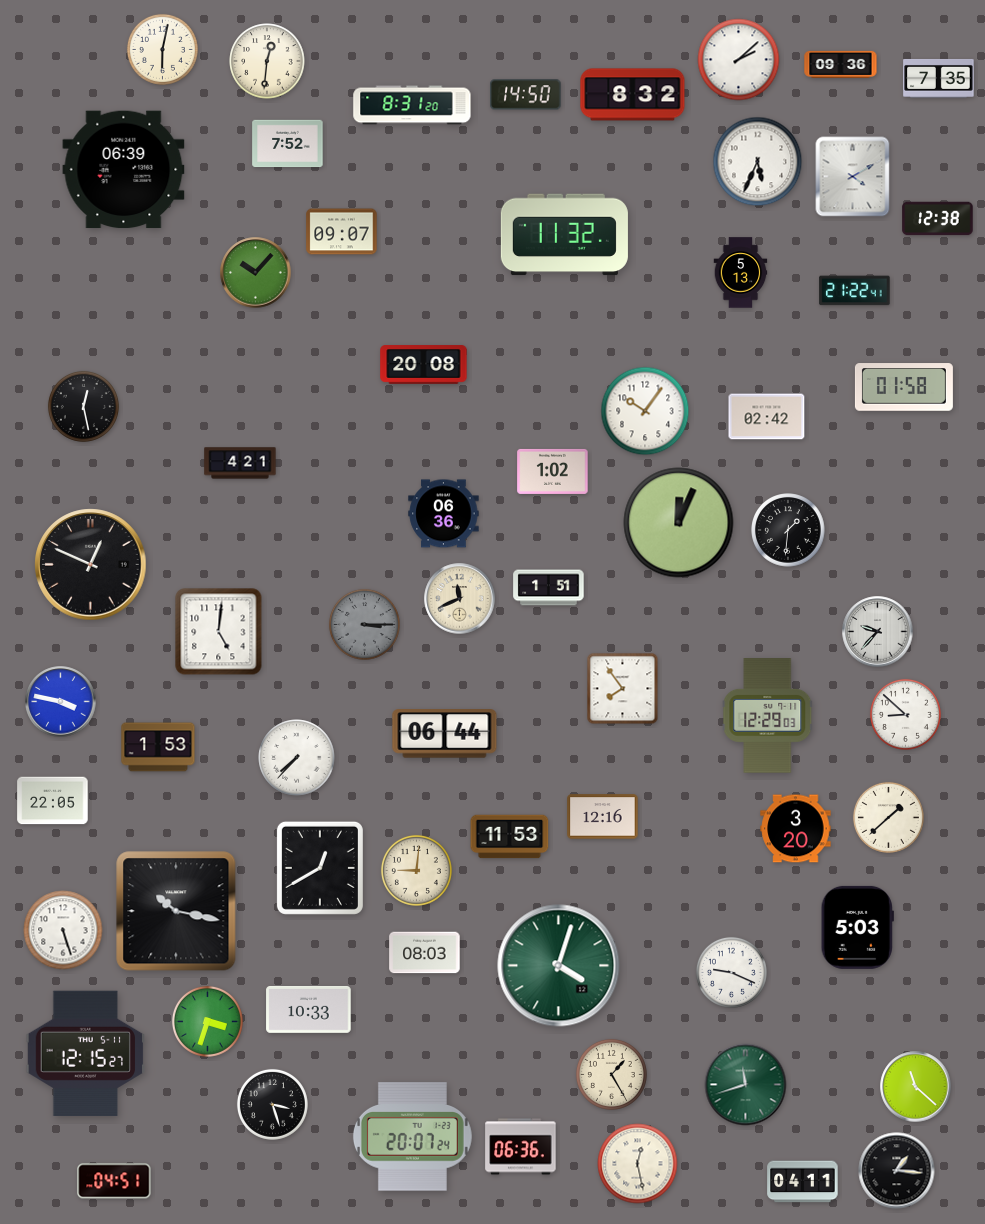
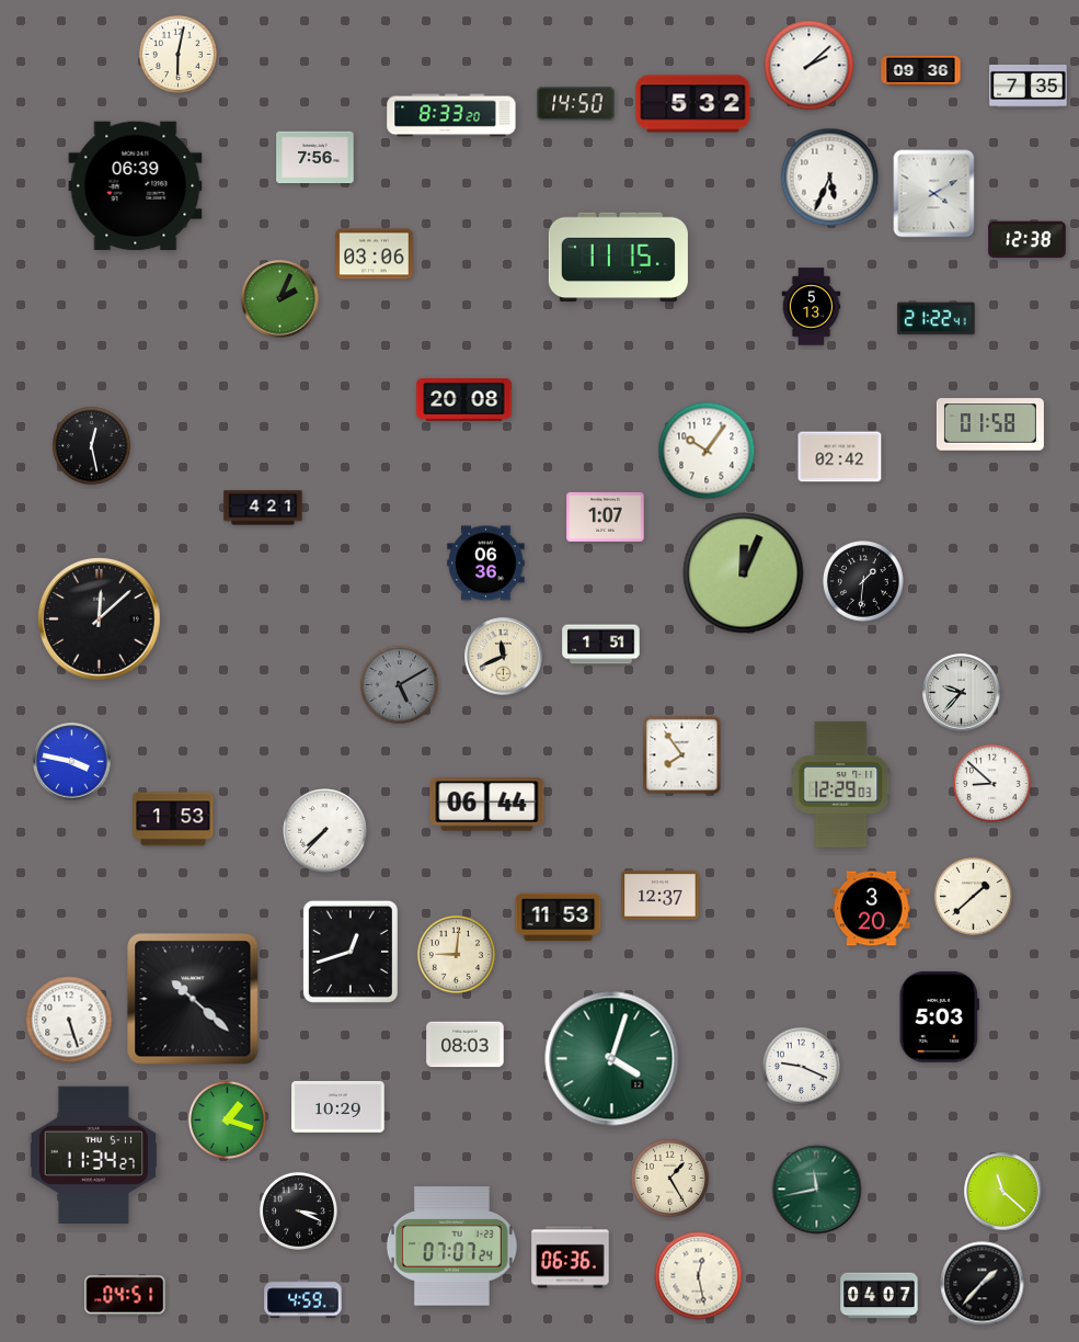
clock at (267, 61): 12:31 -> none
clock at (633, 95): 8:32 -> 5:32
clock at (412, 105): 8:31 -> 8:33
clock at (288, 144): 7:52 -> 7:56
clock at (342, 232): 09:07 -> 03:06
clock at (564, 235): 11:32 -> 11:15
clock at (256, 273): 10:07 -> 2:04
clock at (741, 273) position: (741, 273) -> (812, 307)
clock at (553, 471): 1:02 -> 1:07
clock at (91, 565): 12:49 -> 12:08
clock at (364, 624): 3:15 -> 5:10
clock at (219, 632): 5:01 -> none
clock at (61, 702) position: (61, 702) -> (72, 762)
clock at (53, 801): 22:05 -> none
clock at (603, 817): 12:16 -> 12:37
clock at (320, 868): 12:40 -> 12:42
clock at (176, 911): 10:17 -> 10:22
clock at (309, 1009): 10:33 -> 10:29
clock at (207, 1021): 3:33 -> 1:18
clock at (86, 1053): 12:15 -> 11:34
clock at (746, 1085): 11:42 -> 11:43
clock at (272, 1104): 3:27 -> 3:19
clock at (412, 1137): 20:07 -> 07:07
clock at (897, 1171): 1:16 -> 1:37
clock at (803, 1182): 04:11 -> 04:07
clock at (303, 1299): none -> 4:59
